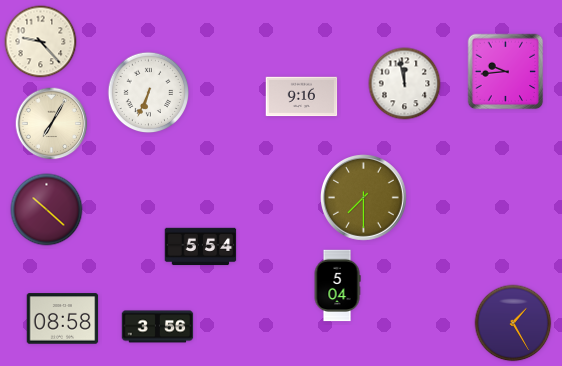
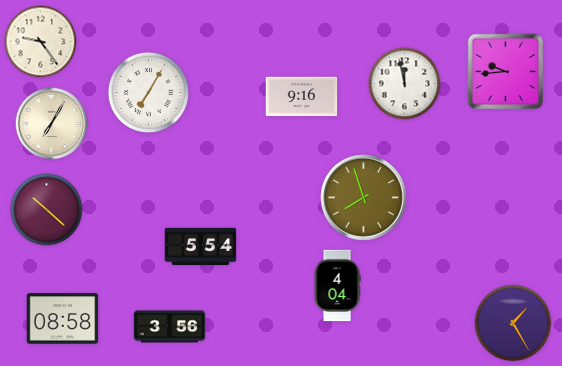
clock at (41, 42): 9:23 -> 9:24
clock at (149, 93): 6:34 -> 7:05
clock at (364, 198): 7:30 -> 7:57
clock at (337, 286): 5:04 -> 4:04
clock at (158, 327) position: (158, 327) -> (170, 327)
